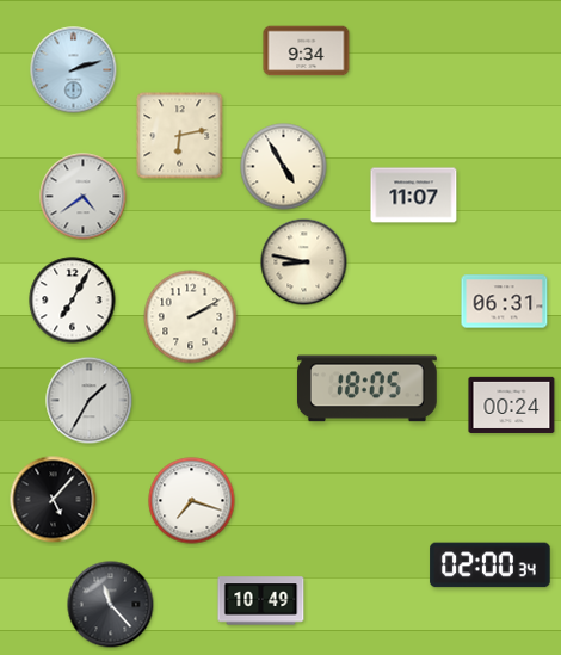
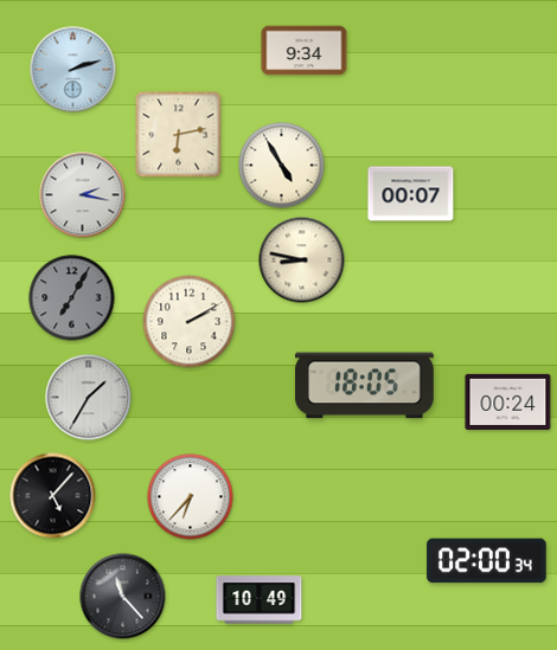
clock at (414, 196): 11:07 -> 00:07
clock at (84, 197): 4:39 -> 2:17
clock at (73, 301) dial: white -> grey
clock at (505, 302): 06:31 -> none
clock at (191, 317) position: (191, 317) -> (190, 322)
clock at (192, 501): 7:18 -> 6:37
clock at (261, 601) position: (261, 601) -> (260, 600)
clock at (111, 605) position: (111, 605) -> (123, 597)
